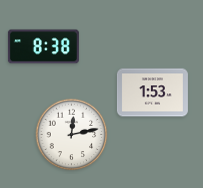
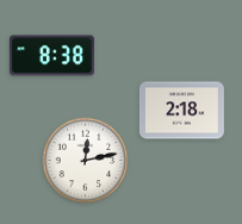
clock at (152, 93): 1:53 -> 2:18
